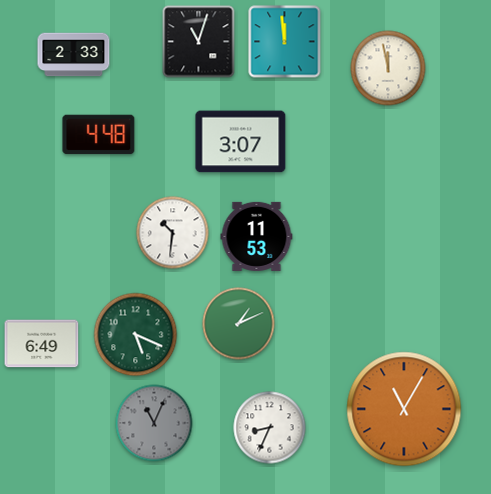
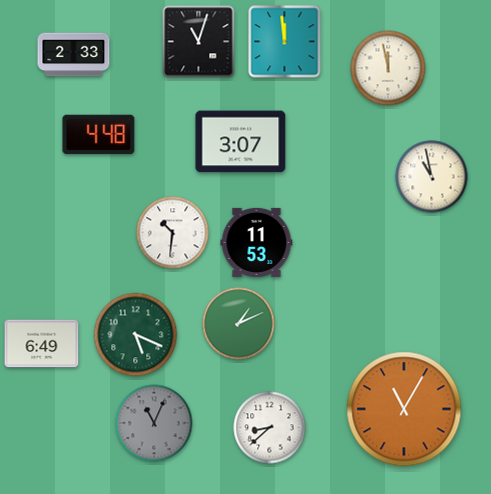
clock at (432, 177): none -> 10:58
clock at (257, 236) position: (257, 236) -> (257, 242)
clock at (270, 428): 8:34 -> 8:38
